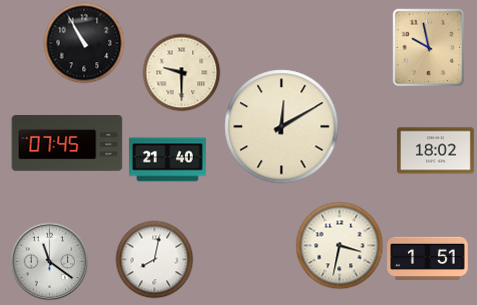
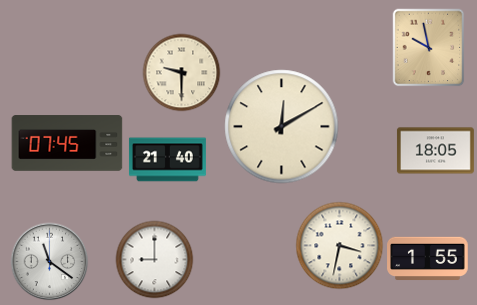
clock at (84, 43): 10:55 -> none
clock at (435, 151): 18:02 -> 18:05
clock at (154, 259): 8:02 -> 9:00
clock at (428, 259): 1:51 -> 1:55
